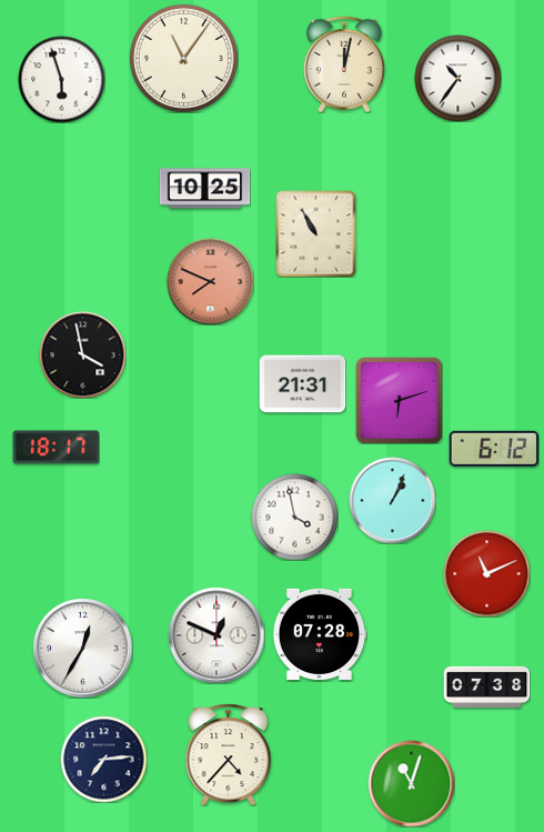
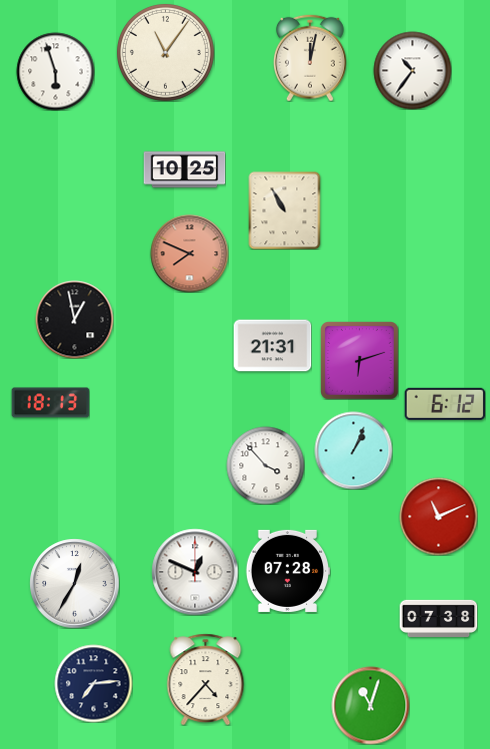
clock at (82, 354): 3:58 -> 12:58
clock at (56, 448): 18:17 -> 18:13
clock at (294, 517): 3:58 -> 3:53
